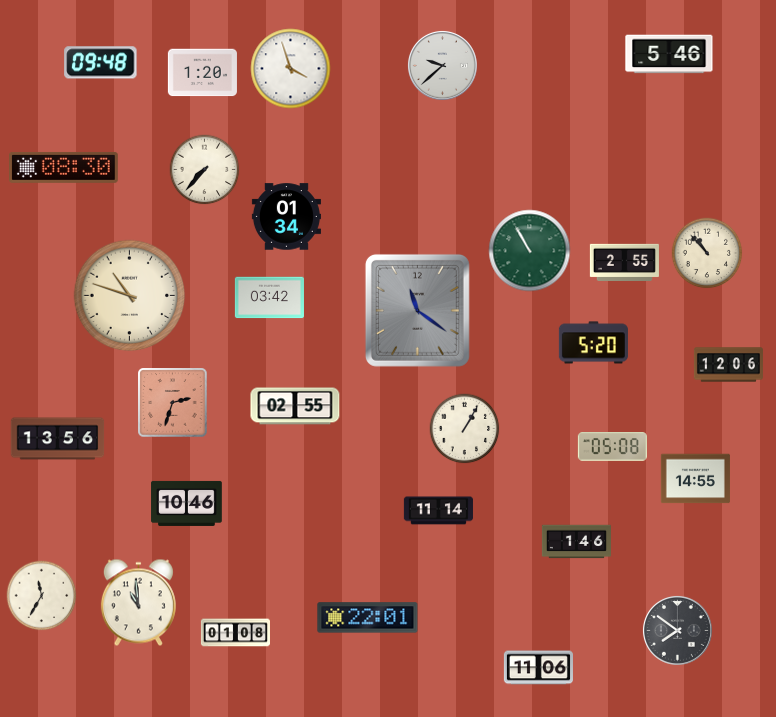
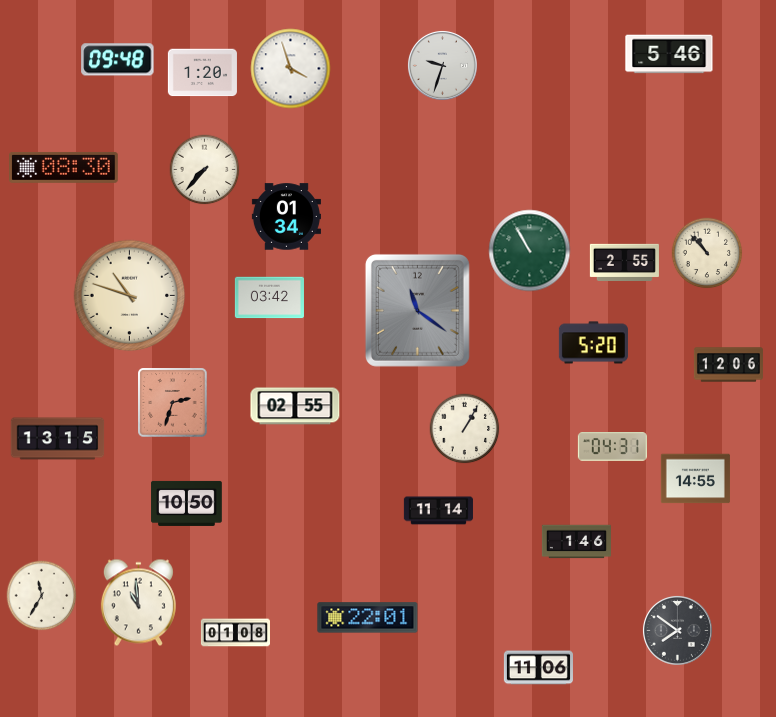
clock at (101, 63) position: (101, 63) -> (118, 60)
clock at (442, 65): 9:38 -> 9:33
clock at (58, 439): 13:56 -> 13:15
clock at (612, 447): 05:08 -> 04:31
clock at (187, 503): 10:46 -> 10:50
